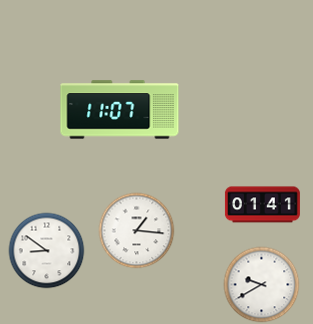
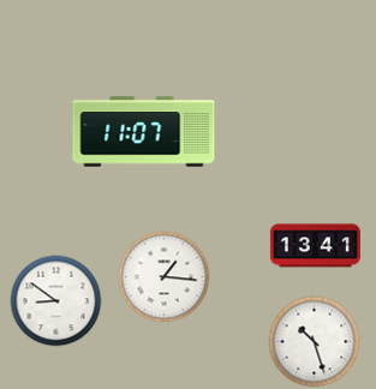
clock at (262, 205): 01:41 -> 13:41
clock at (262, 285): 9:40 -> 10:27
